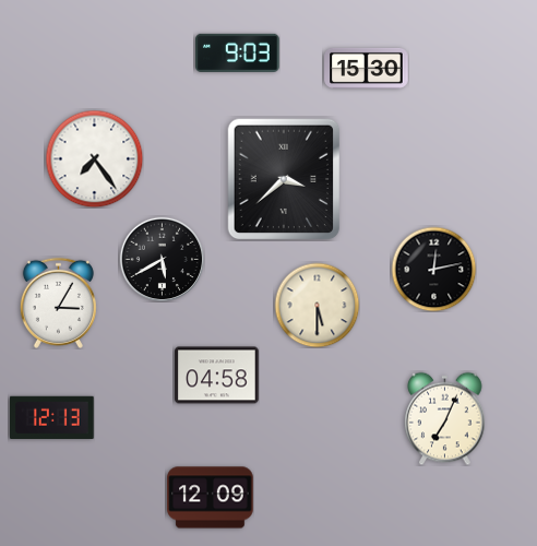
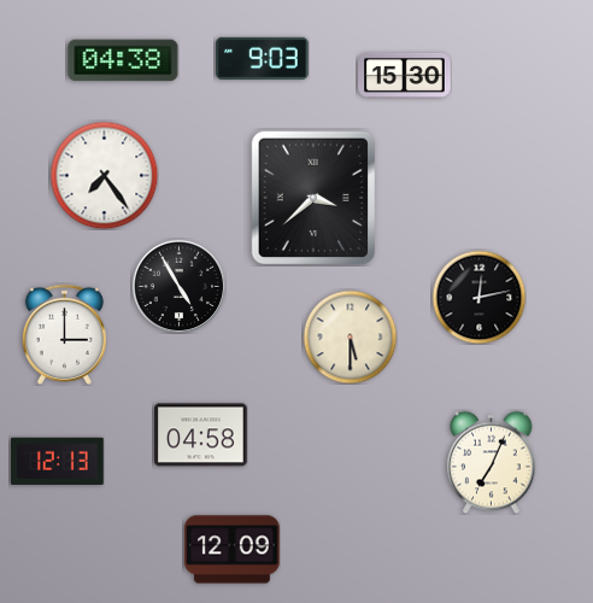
clock at (123, 60): none -> 04:38
clock at (162, 259): 5:40 -> 4:55
clock at (58, 302): 3:05 -> 3:00
clock at (217, 376) position: (217, 376) -> (201, 435)
